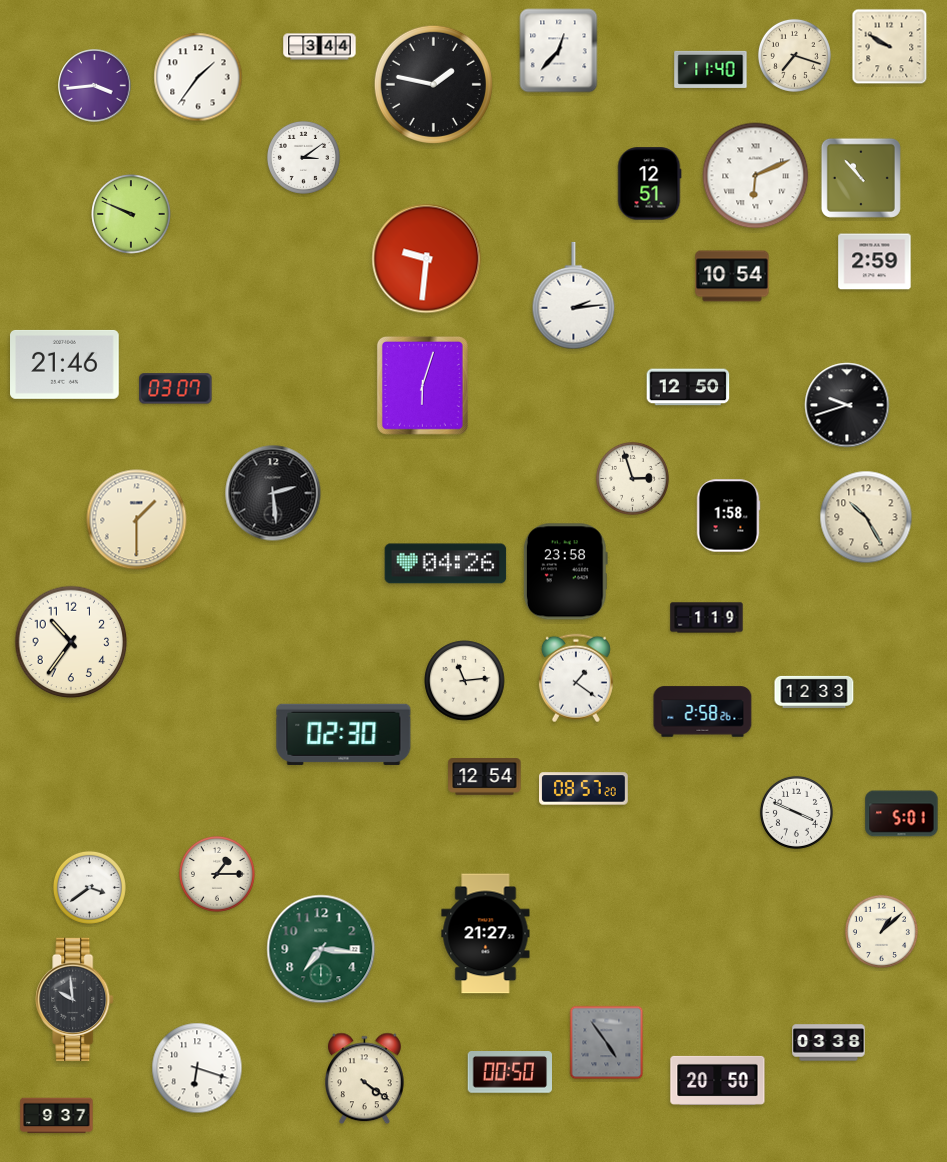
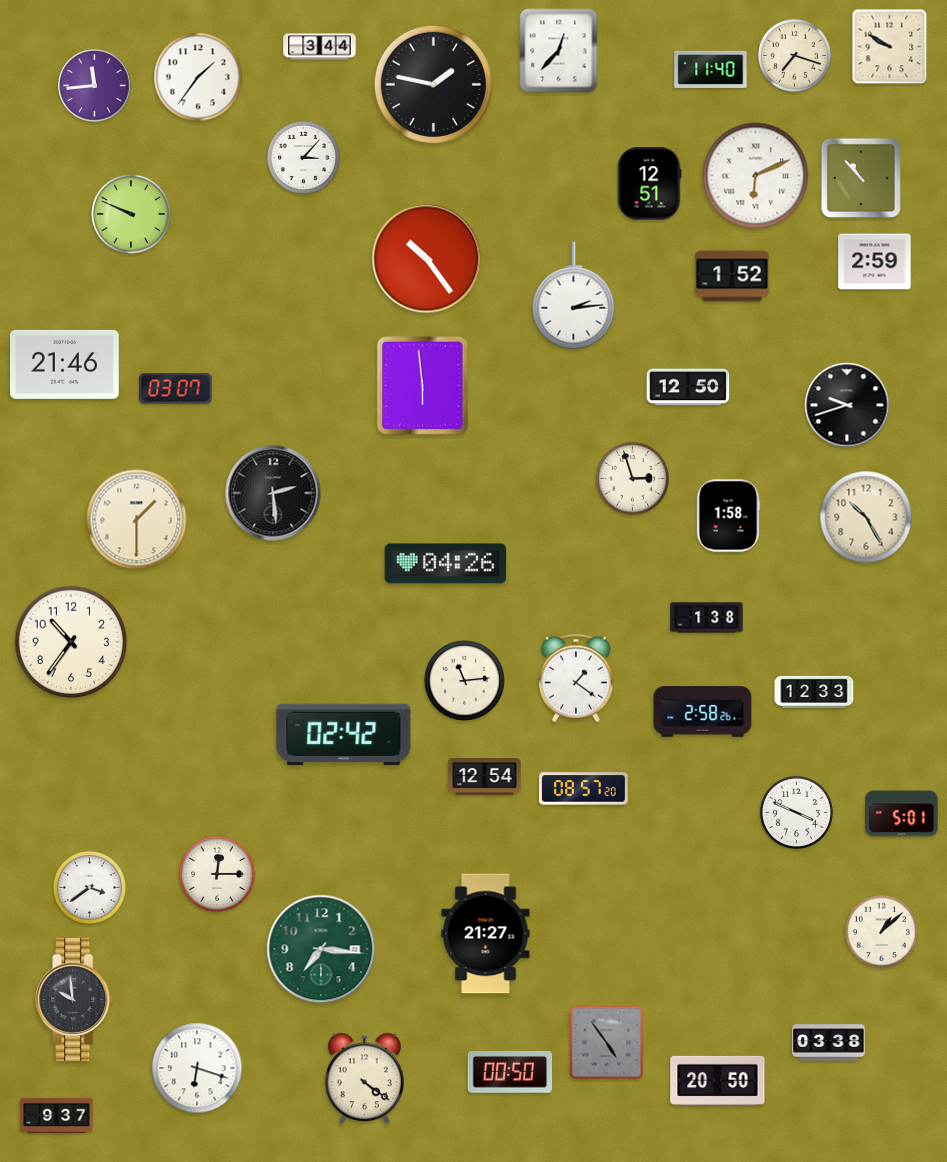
clock at (95, 86): 3:44 -> 11:44
clock at (303, 157): 3:09 -> 3:07
clock at (427, 259): 9:31 -> 10:24
clock at (732, 276): 10:54 -> 1:52
clock at (422, 385): 6:03 -> 5:59
clock at (565, 572): 23:58 -> none
clock at (707, 618): 1:19 -> 1:38
clock at (344, 734): 02:30 -> 02:42
clock at (217, 874): 1:15 -> 12:15
